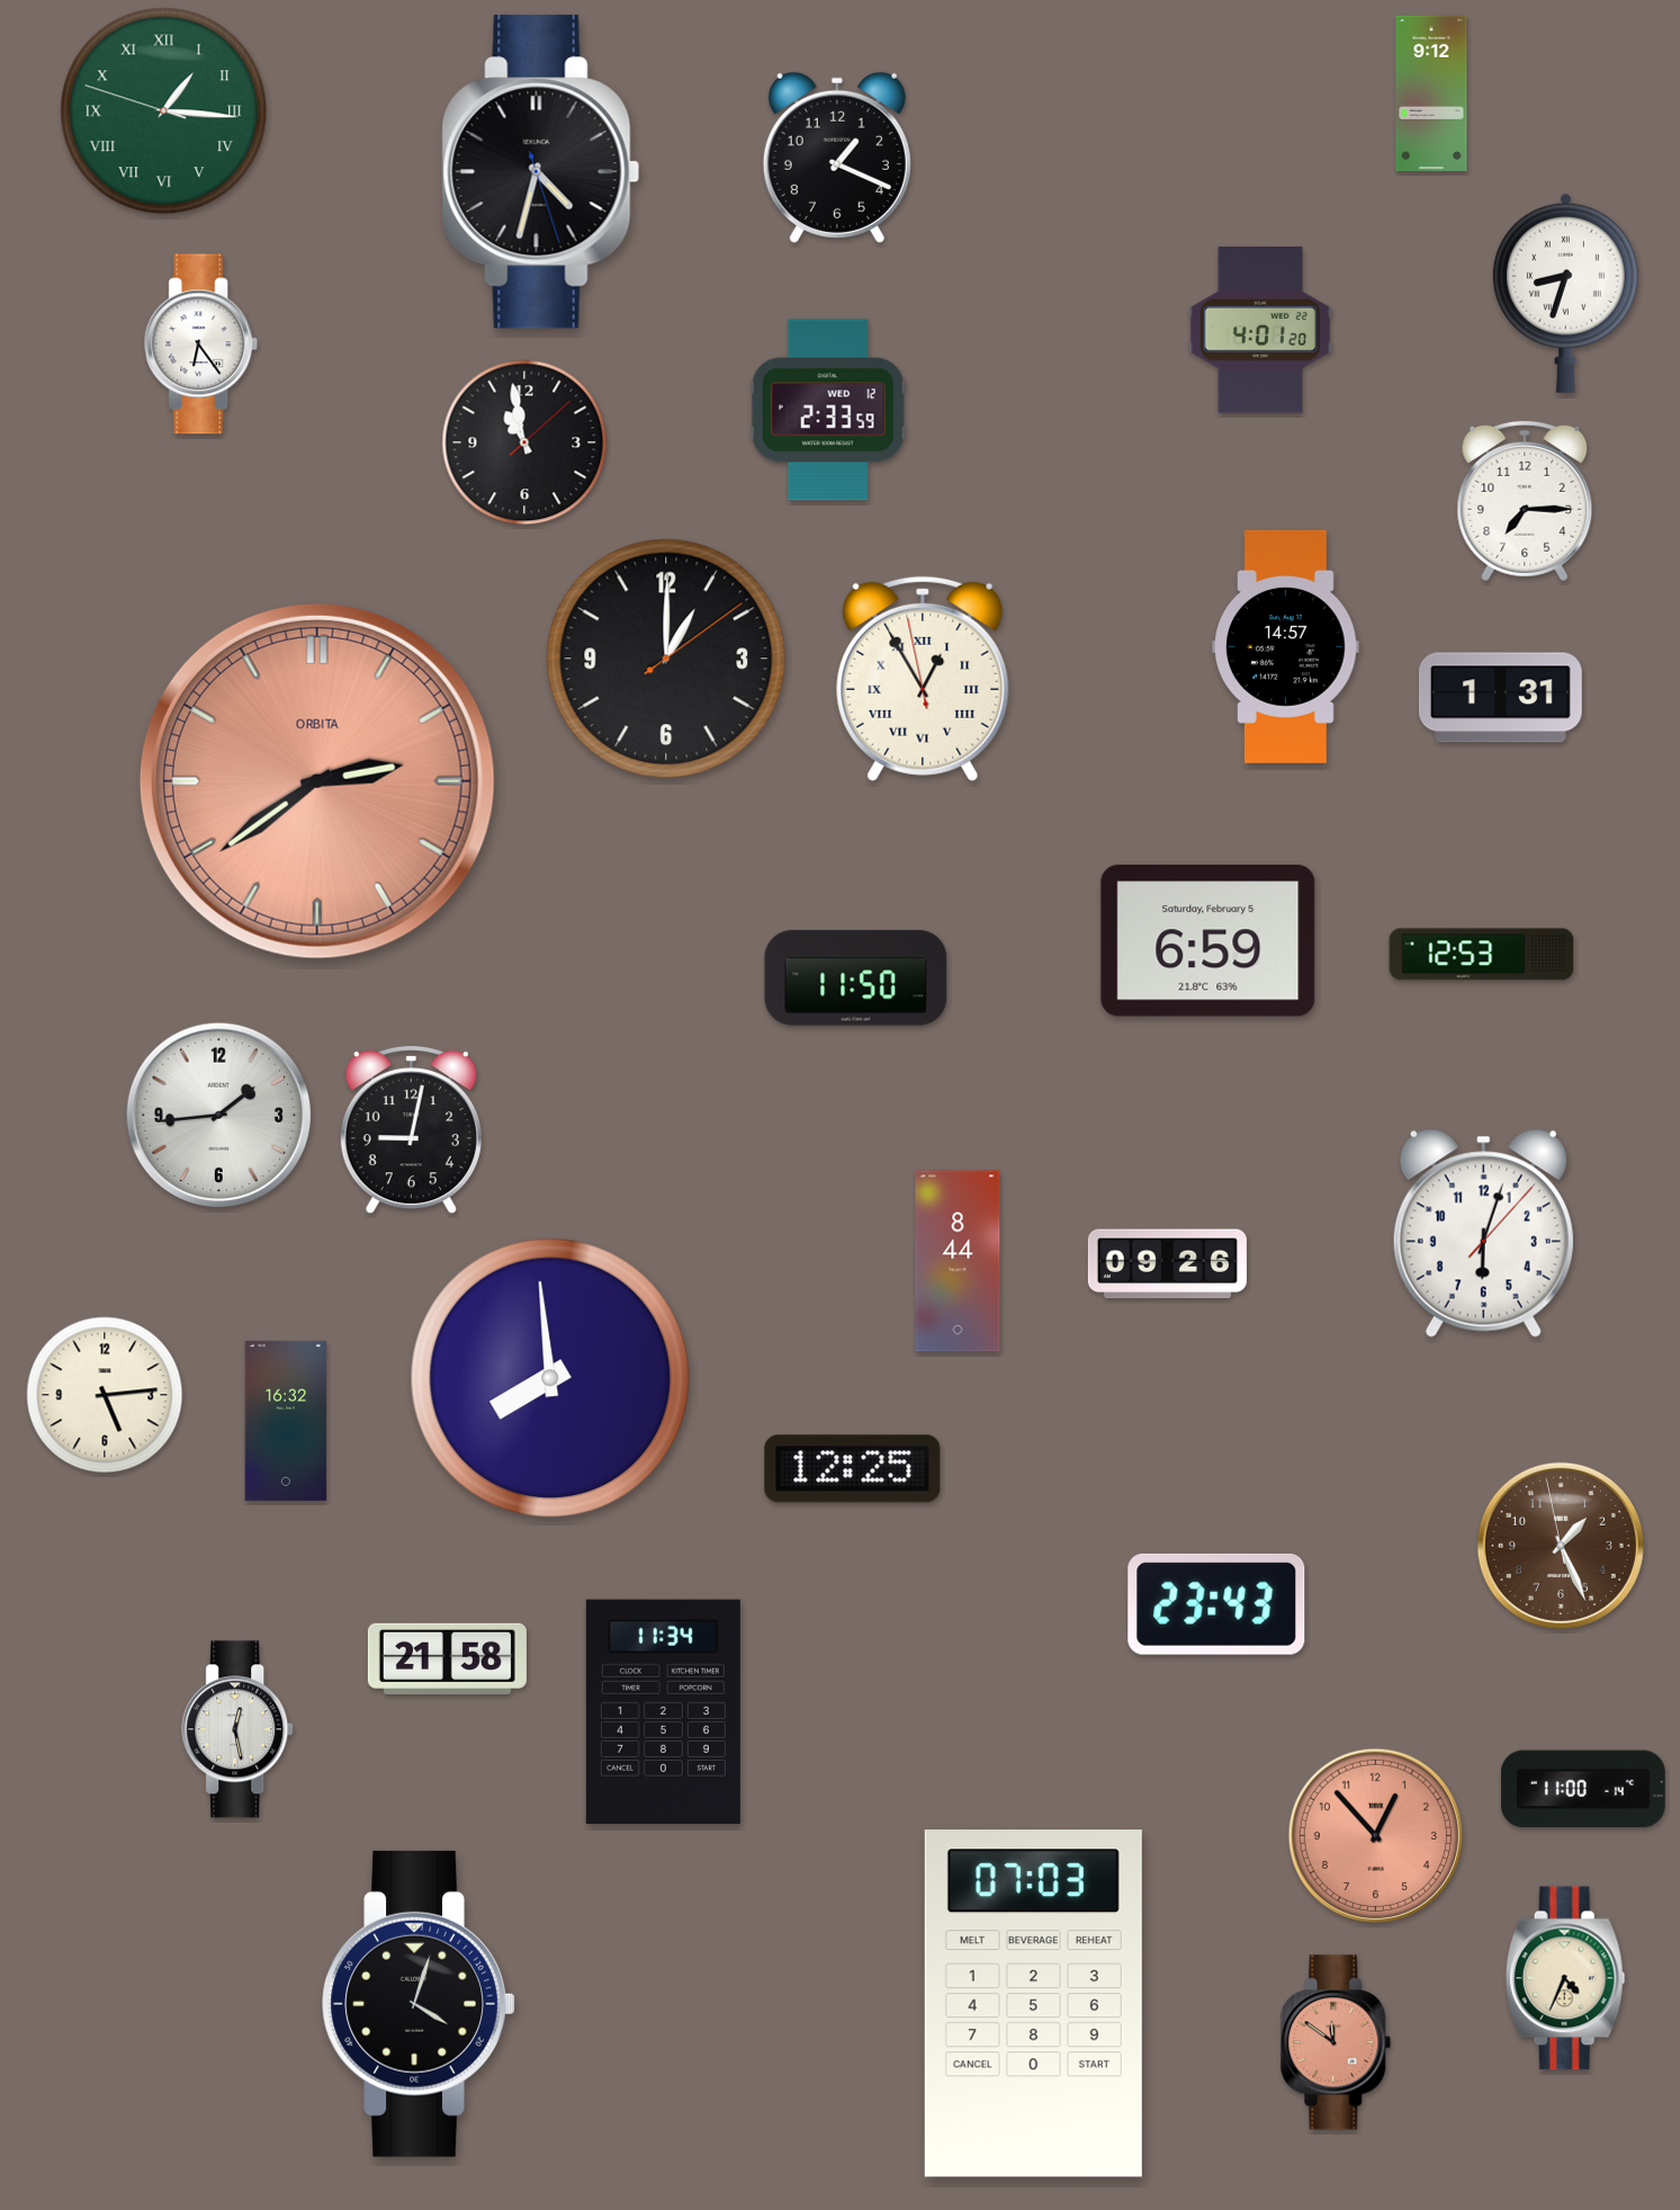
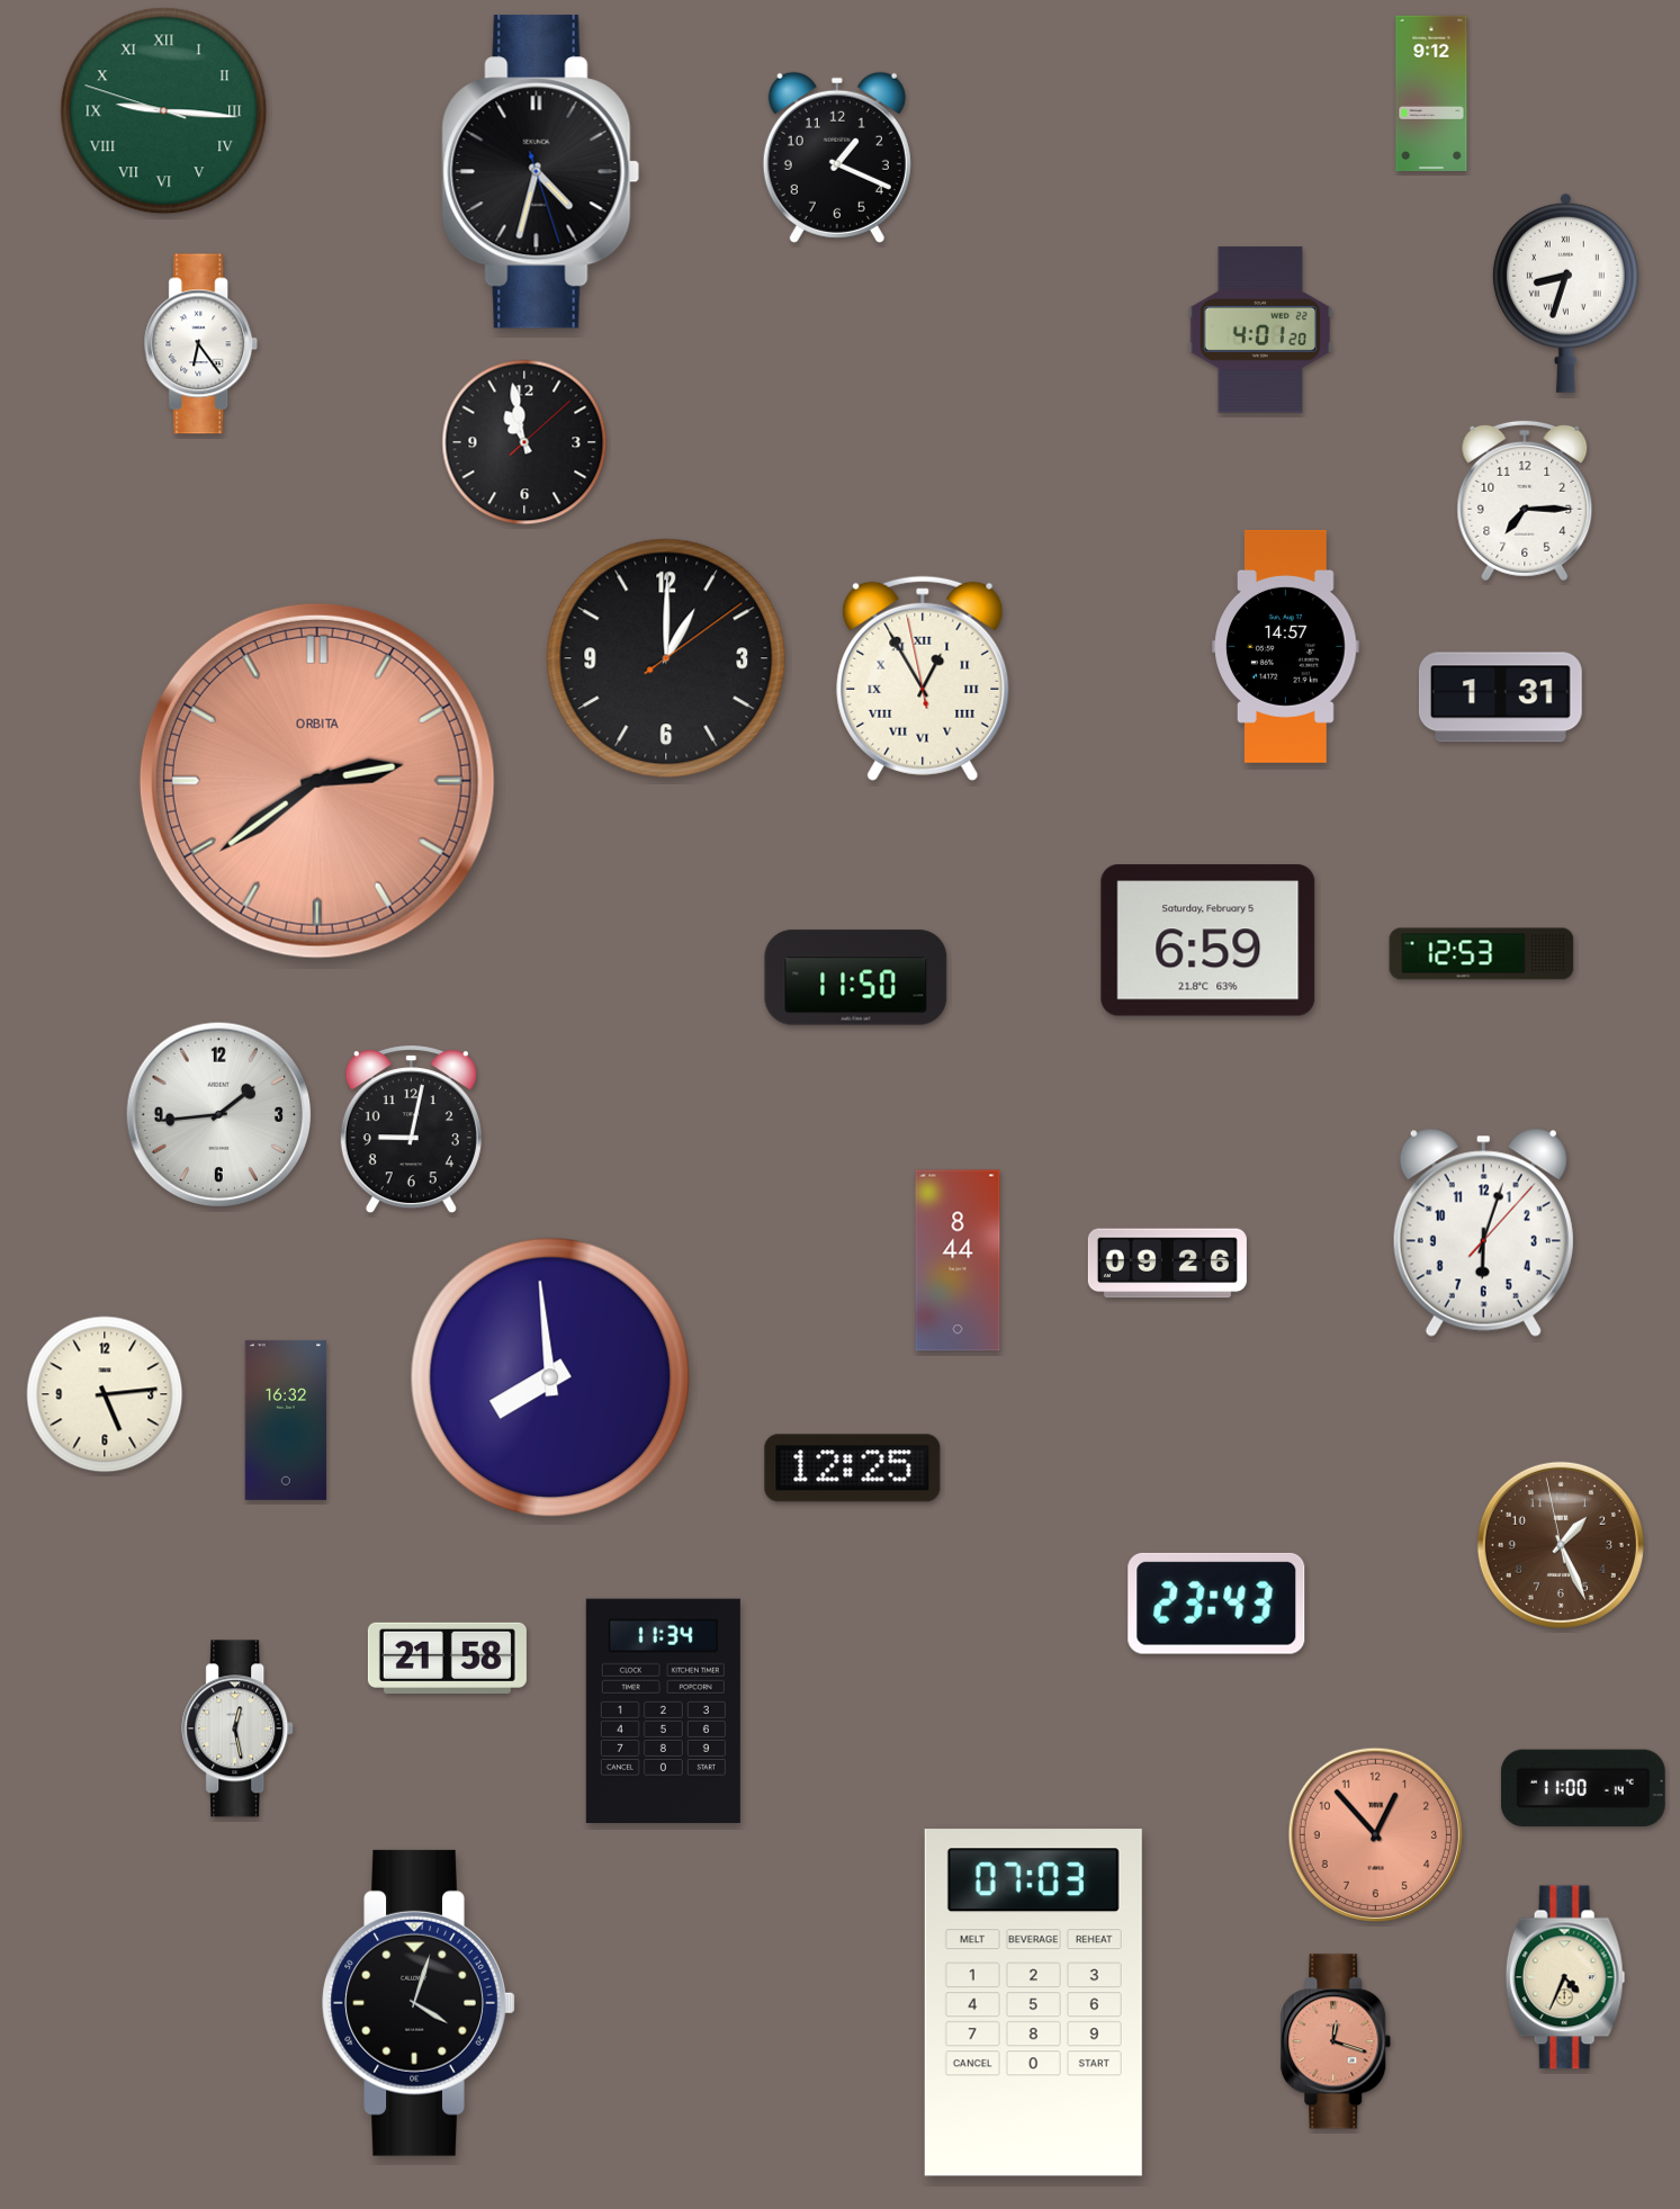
clock at (164, 111): 1:15 -> 9:15
clock at (828, 410): 2:33 -> none
clock at (1336, 2042): 11:51 -> 12:18
